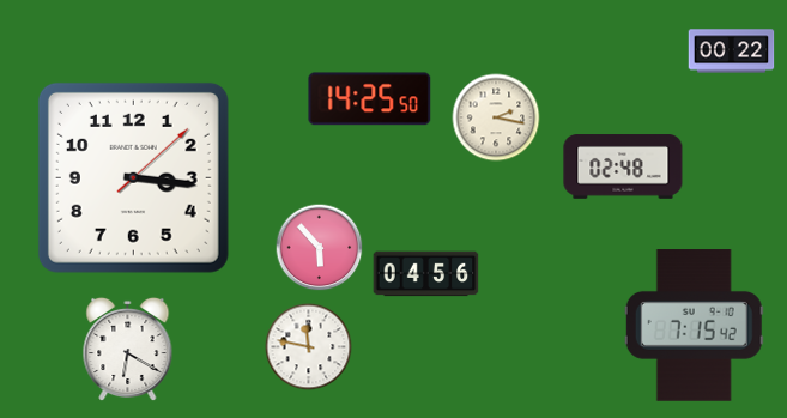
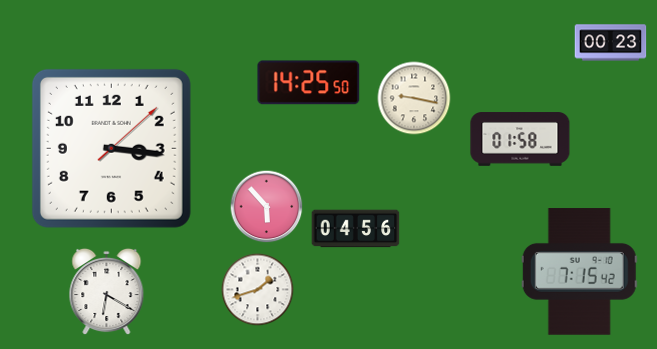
clock at (732, 52): 00:22 -> 00:23
clock at (496, 117): 2:17 -> 9:17
clock at (623, 166): 02:48 -> 01:58
clock at (309, 347): 11:47 -> 1:42
